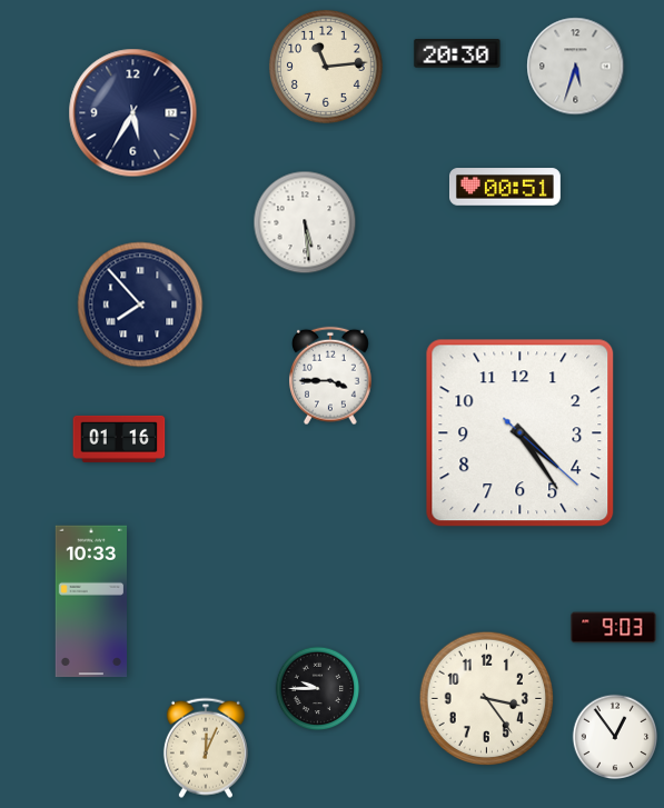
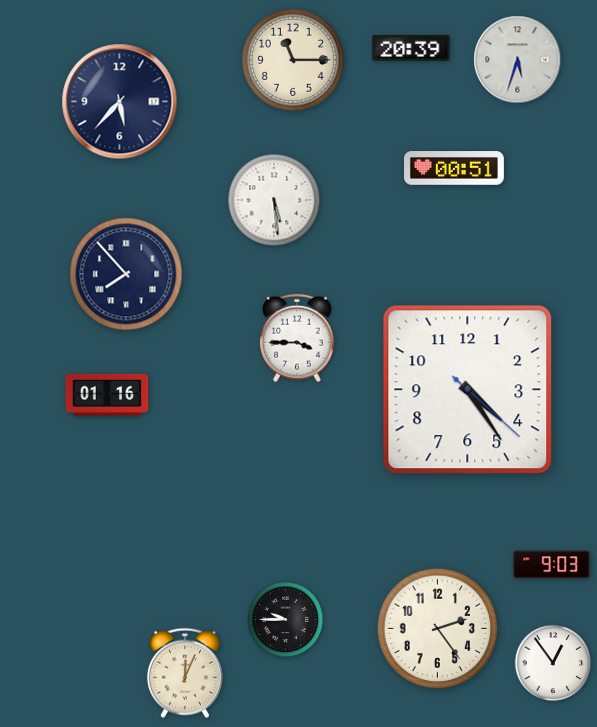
clock at (457, 54): 20:30 -> 20:39
clock at (326, 67): 11:14 -> 11:15
clock at (133, 113): 5:35 -> 5:37
clock at (90, 601): 10:33 -> none
clock at (486, 698): 3:24 -> 2:24
